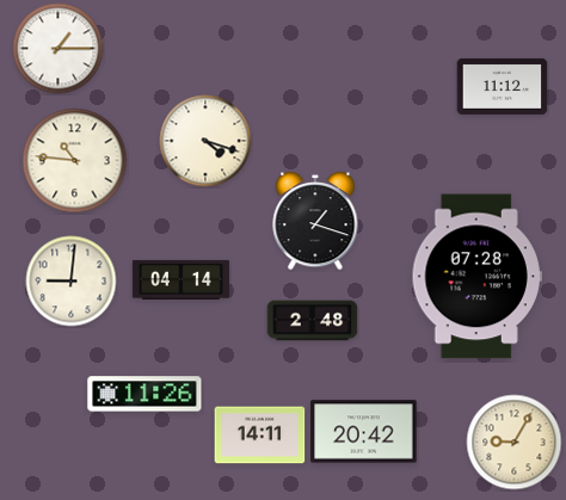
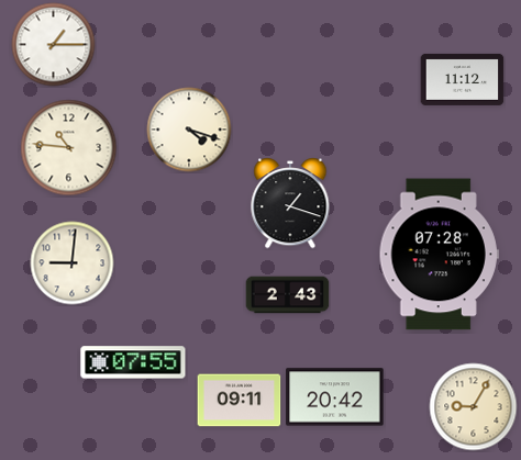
clock at (180, 279): 04:14 -> none
clock at (72, 282) position: (72, 282) -> (73, 263)
clock at (313, 321): 2:48 -> 2:43
clock at (144, 394): 11:26 -> 07:55
clock at (260, 436): 14:11 -> 09:11
